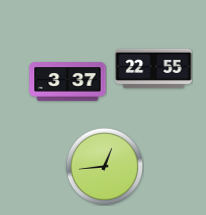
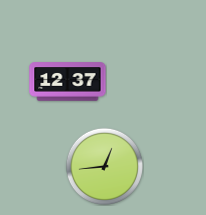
clock at (154, 69): 22:55 -> none
clock at (68, 82): 3:37 -> 12:37
